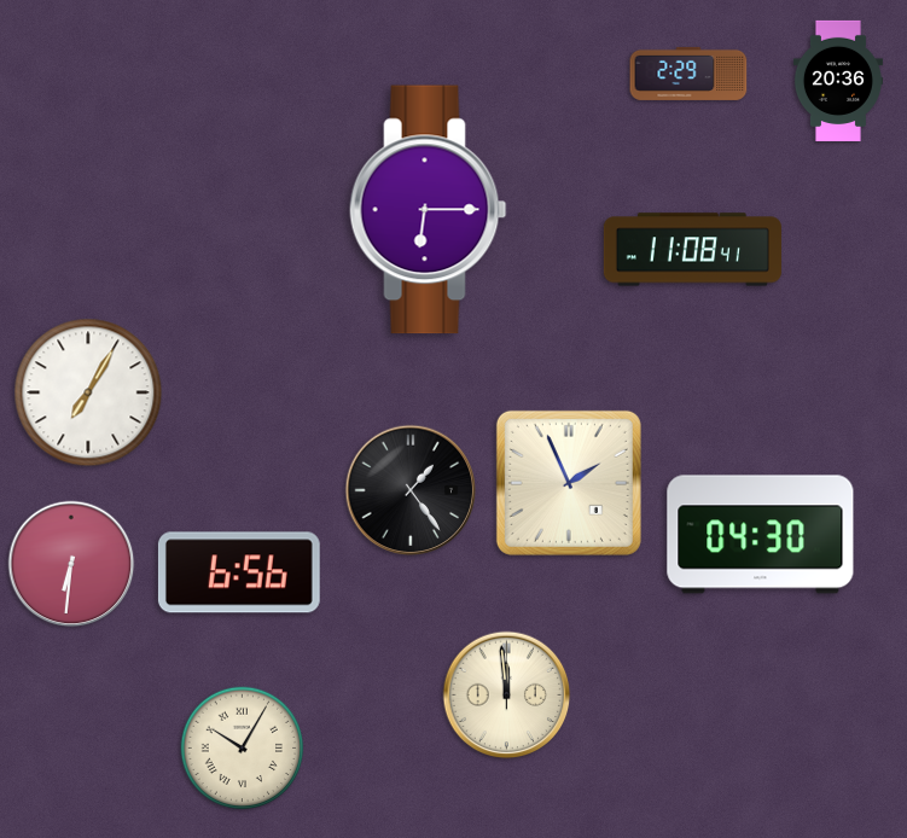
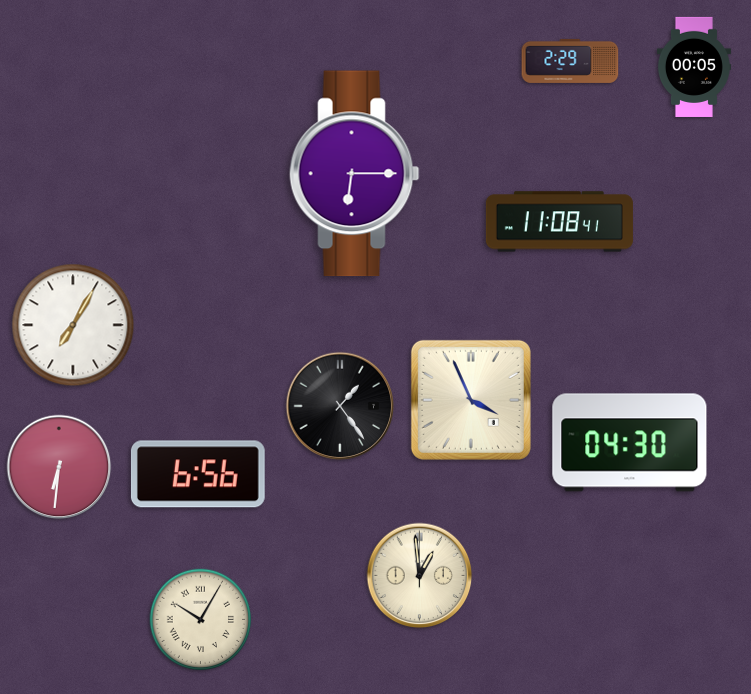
clock at (838, 80): 20:36 -> 00:05
clock at (692, 250) position: (692, 250) -> (559, 222)
clock at (569, 483): 1:56 -> 3:56
clock at (507, 696): 11:59 -> 12:59
